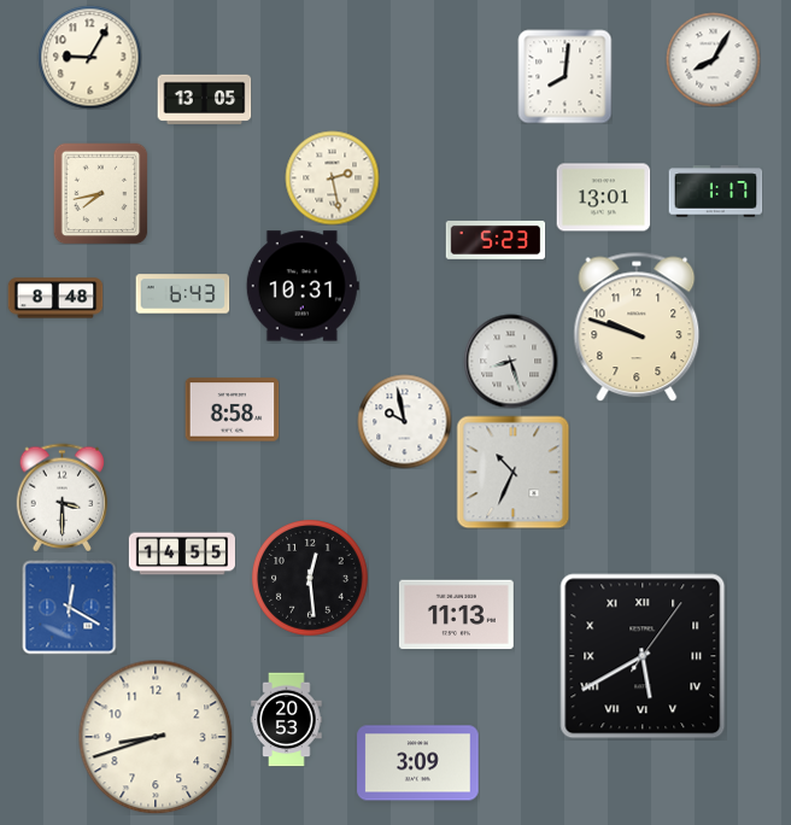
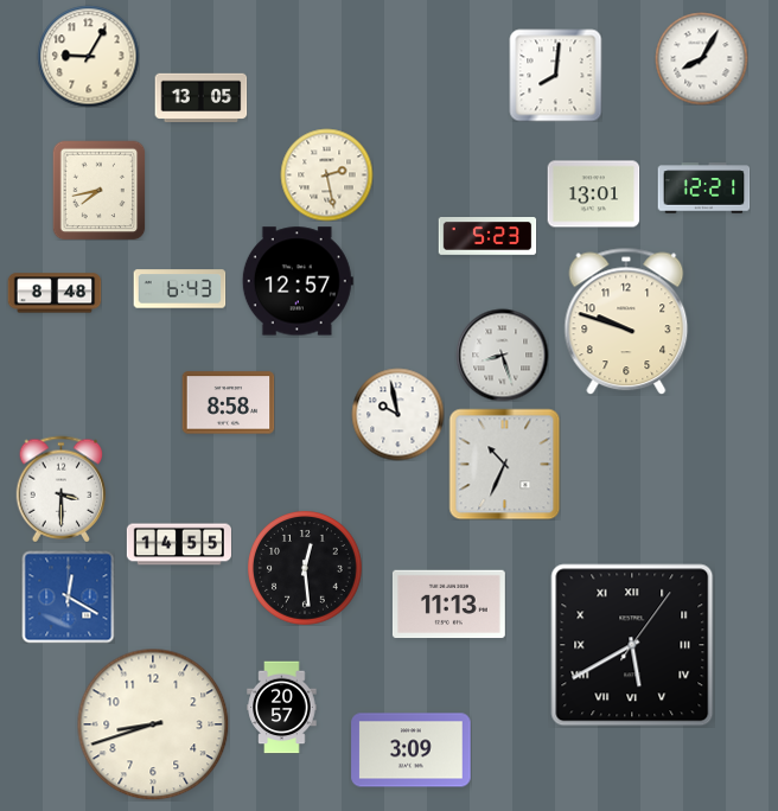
clock at (715, 192): 1:17 -> 12:21
clock at (303, 286): 10:31 -> 12:57
clock at (287, 719): 20:53 -> 20:57
